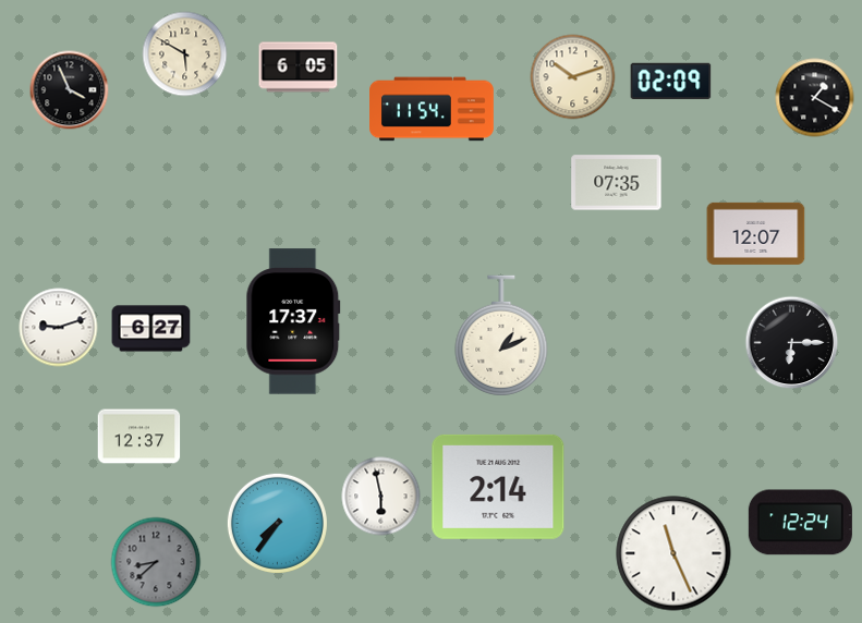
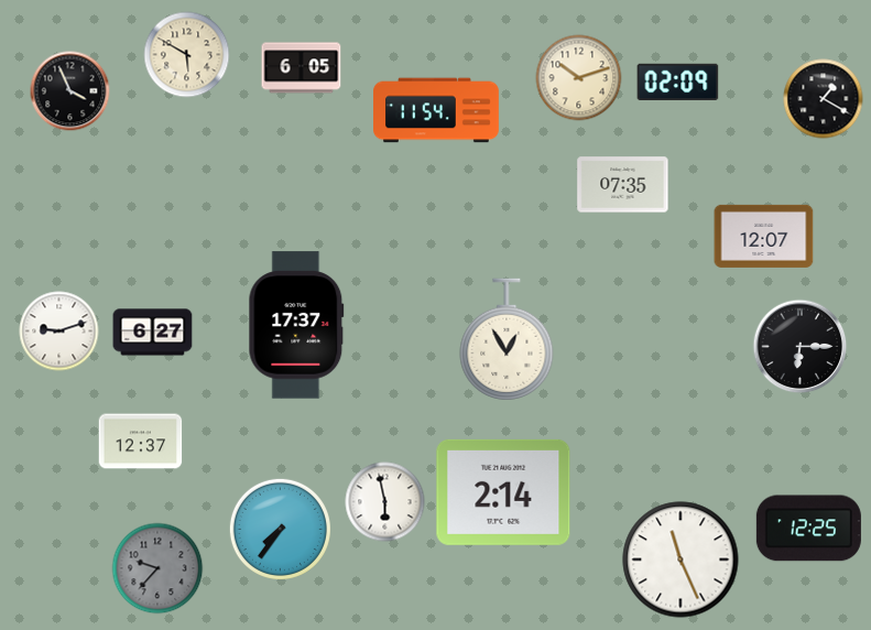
clock at (501, 335): 1:11 -> 12:55
clock at (800, 523): 12:24 -> 12:25
clock at (156, 562): 8:38 -> 9:37
